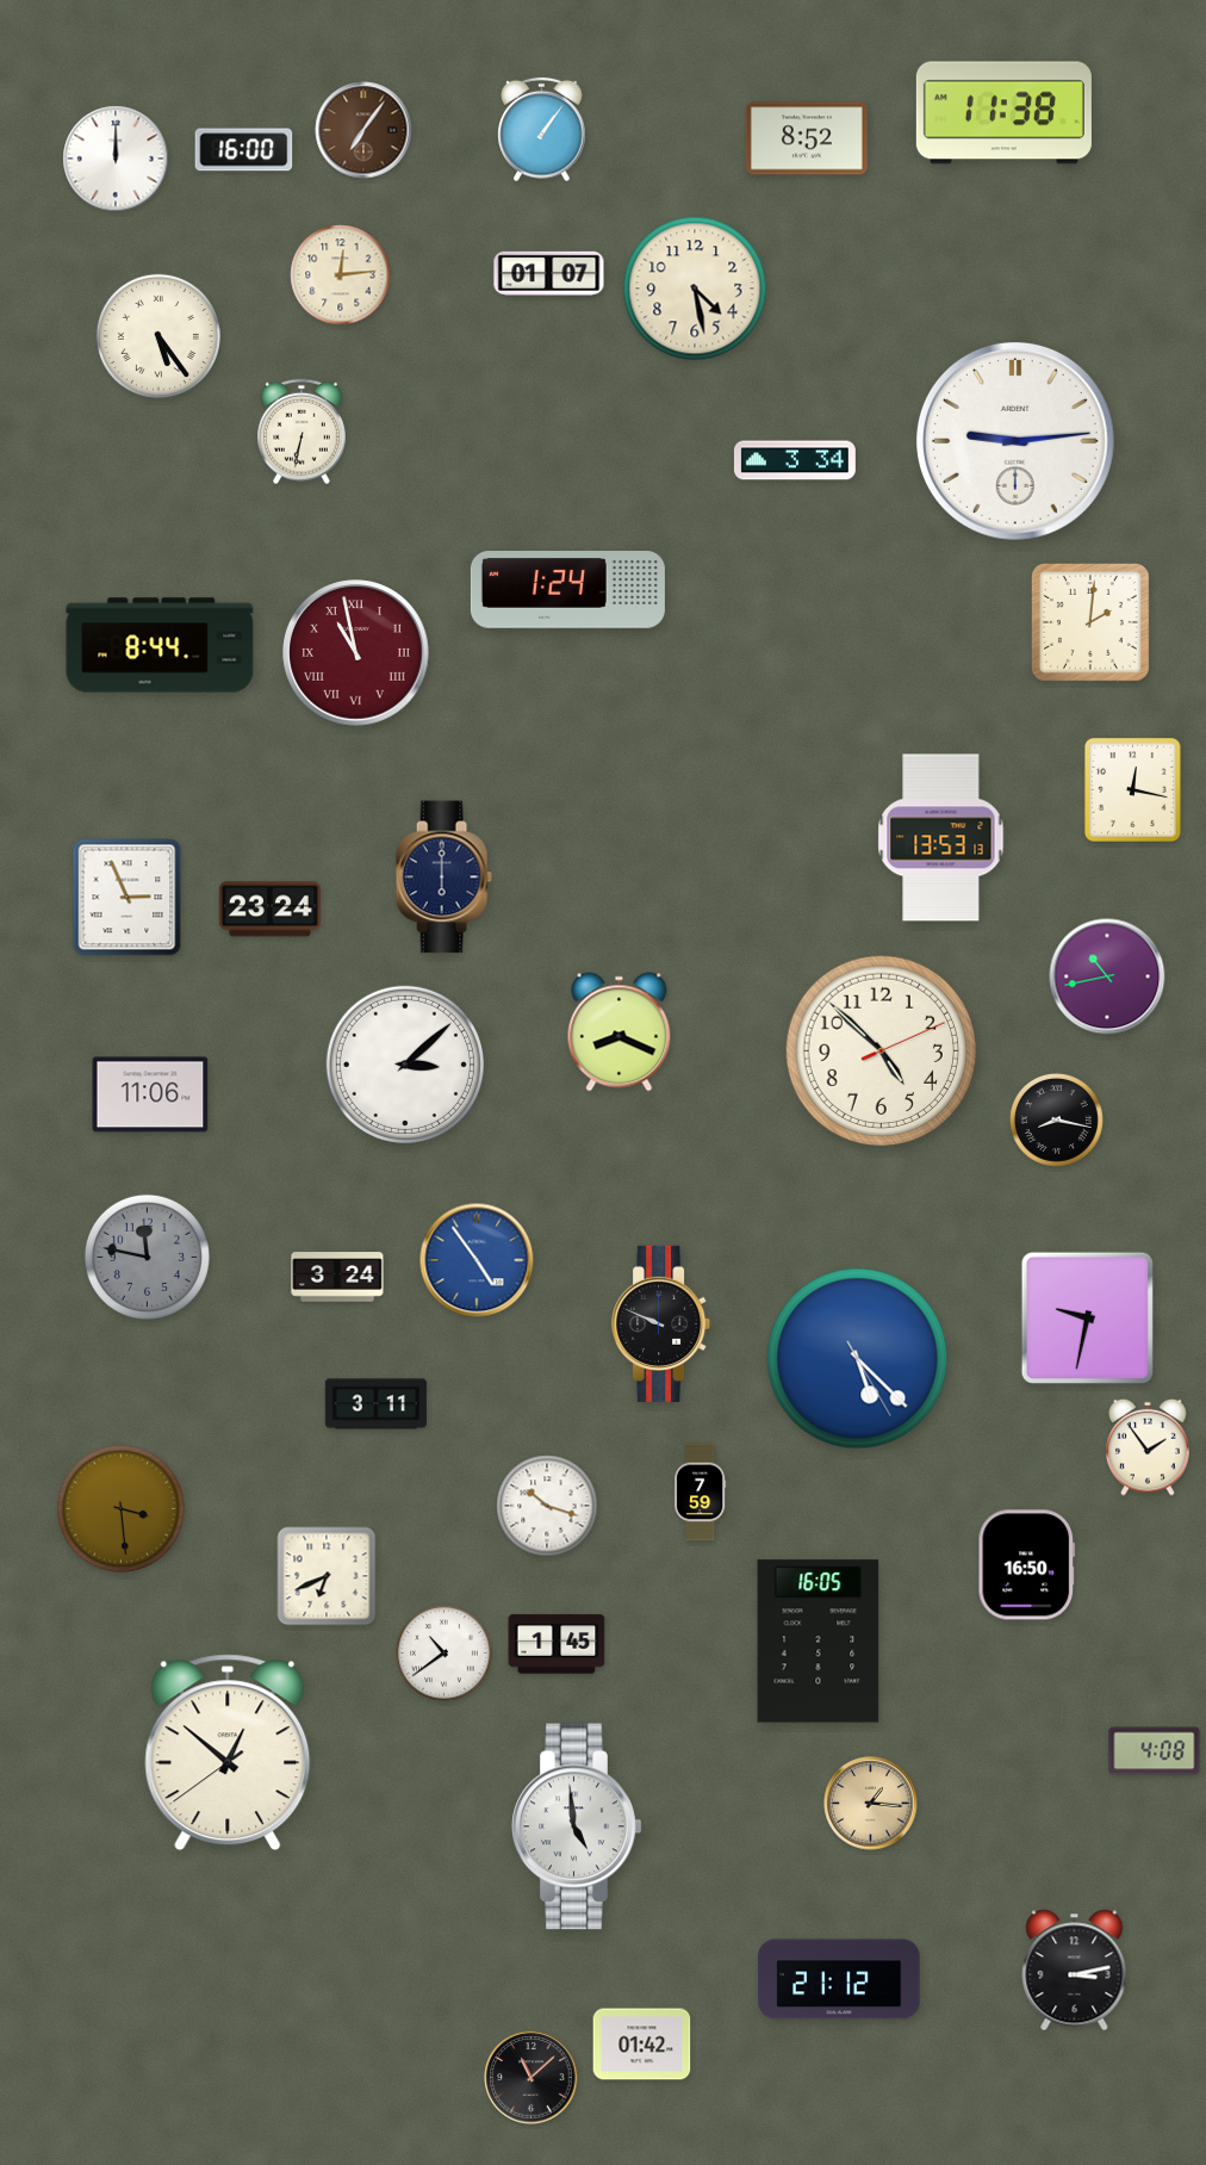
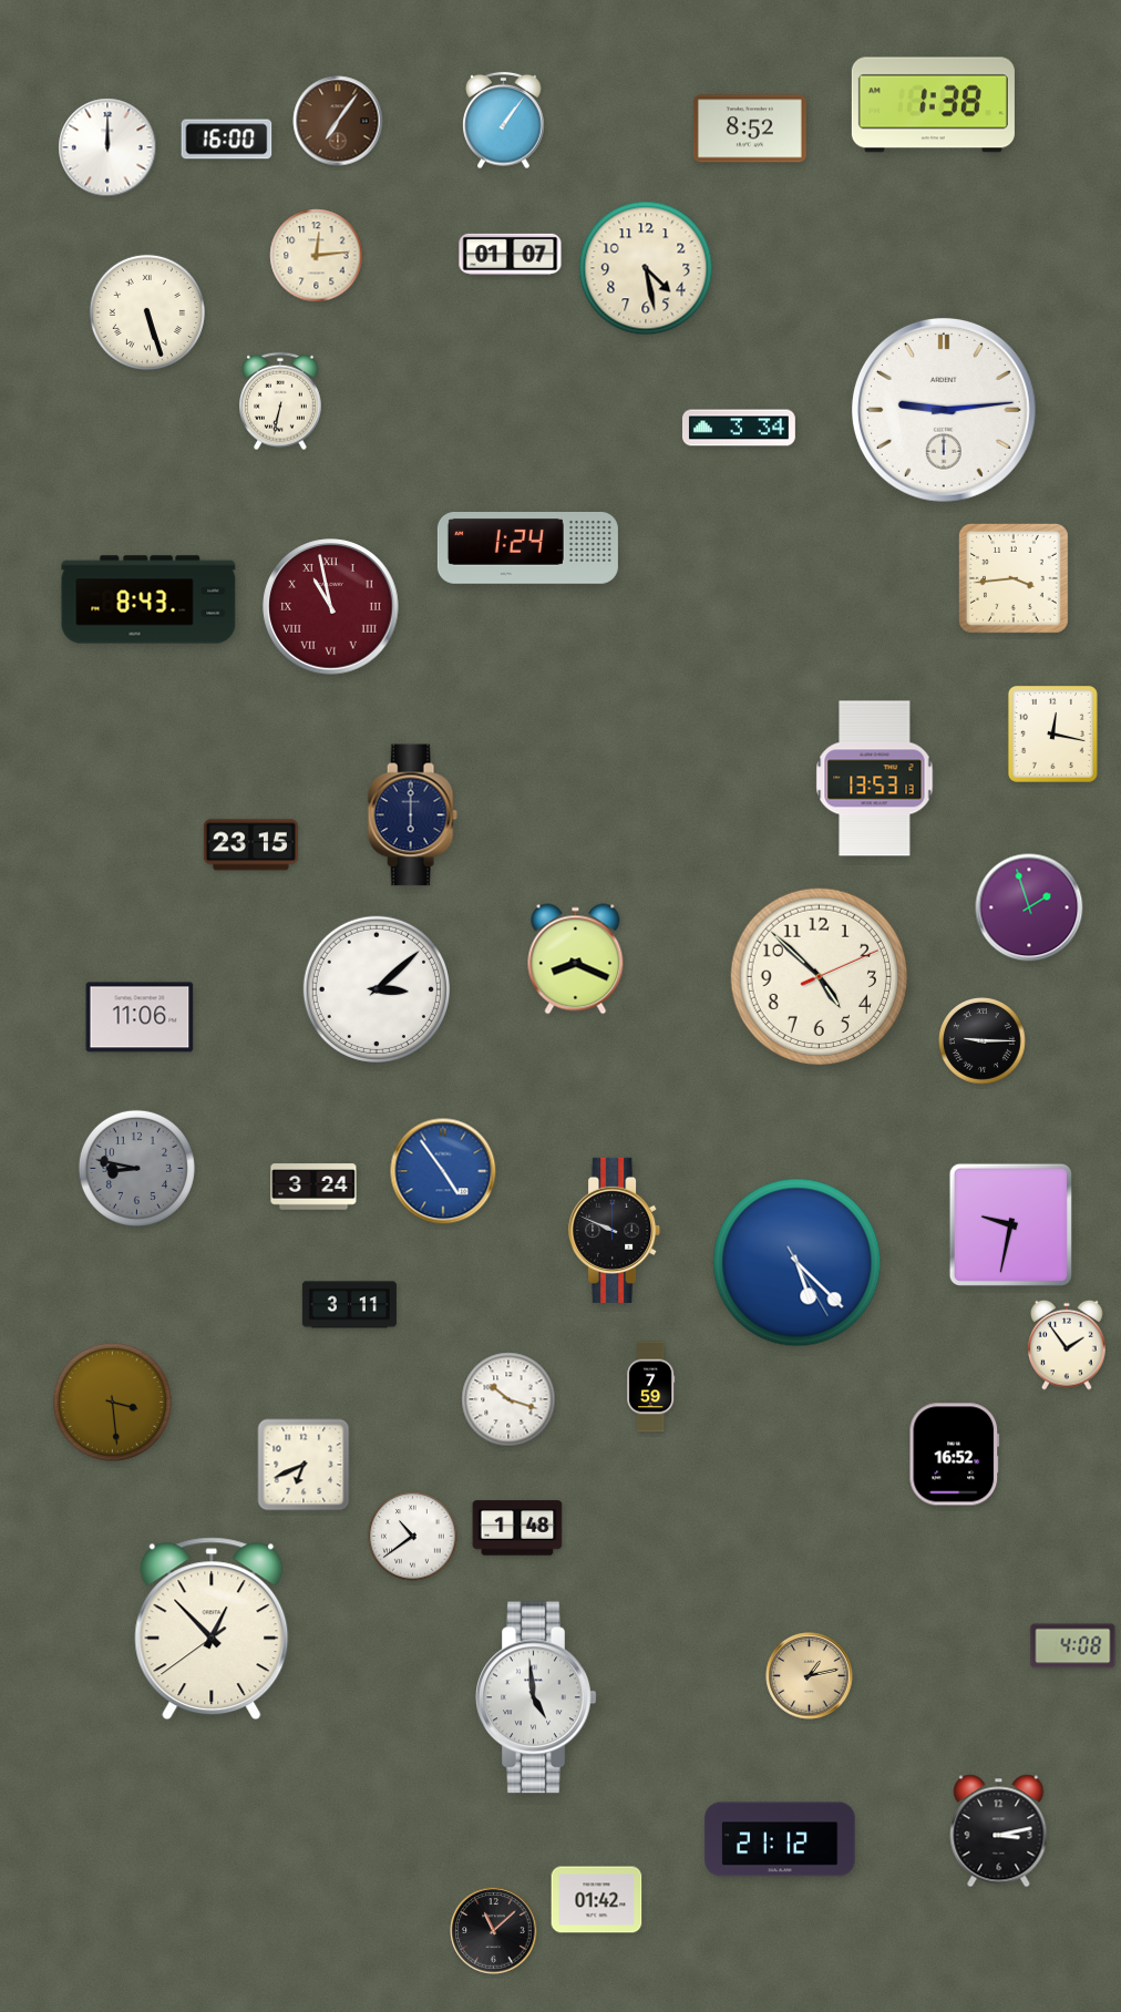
clock at (1003, 113): 11:38 -> 1:38
clock at (158, 336): 5:24 -> 5:27
clock at (1090, 622): 2:01 -> 3:44
clock at (160, 645): 8:44 -> 8:43
clock at (128, 898): 2:56 -> none
clock at (269, 910): 23:24 -> 23:15
clock at (1107, 976): 10:43 -> 1:57
clock at (1057, 1121): 8:17 -> 9:15
clock at (147, 1257): 11:47 -> 8:47
clock at (1027, 1565): 16:50 -> 16:52
clock at (819, 1642): 16:05 -> none
clock at (557, 1644): 1:45 -> 1:48
clock at (1155, 1751) position: (1155, 1751) -> (1073, 1646)
clock at (228, 1753): 12:51 -> 12:52
clock at (871, 1804): 1:16 -> 1:13
